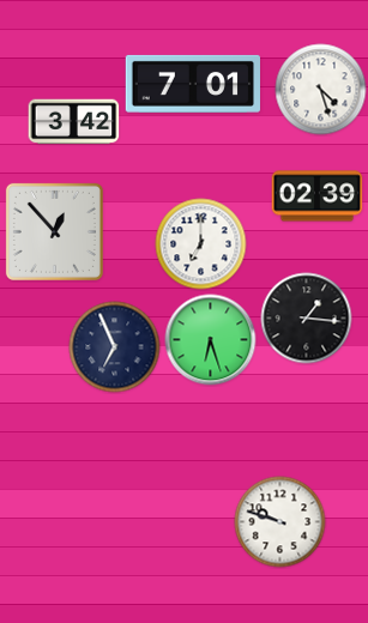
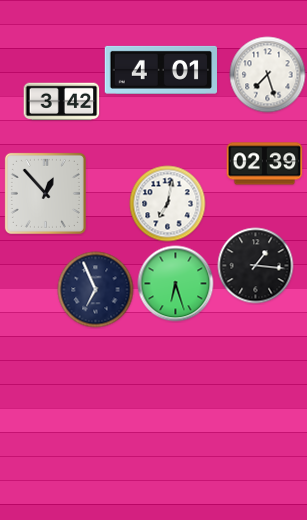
clock at (192, 84): 7:01 -> 4:01
clock at (321, 90): 4:27 -> 7:27
clock at (201, 244): 7:00 -> 7:02
clock at (280, 522): 9:48 -> none
